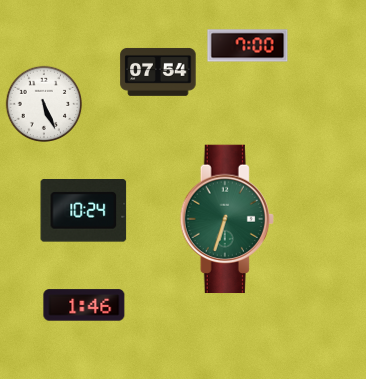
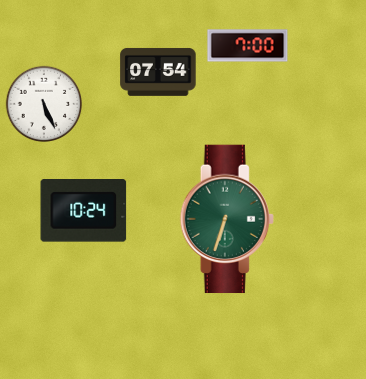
clock at (84, 305): 1:46 -> none
